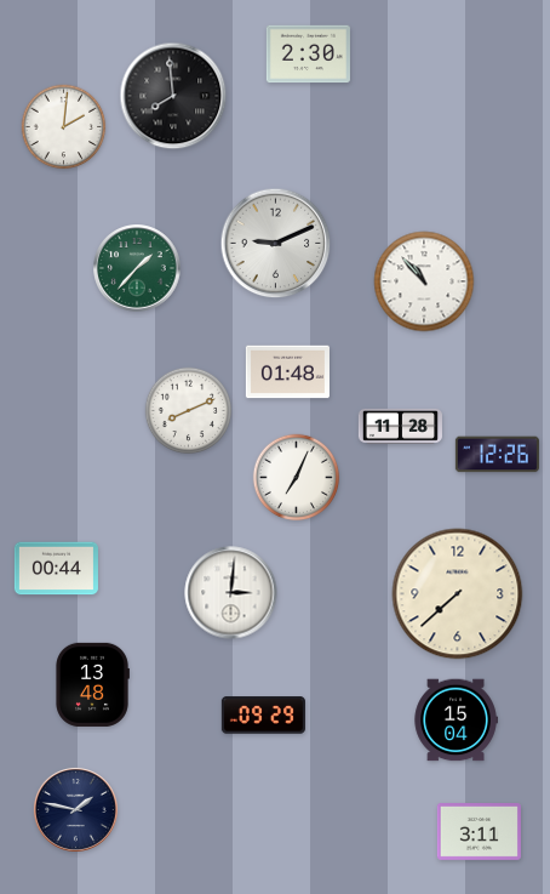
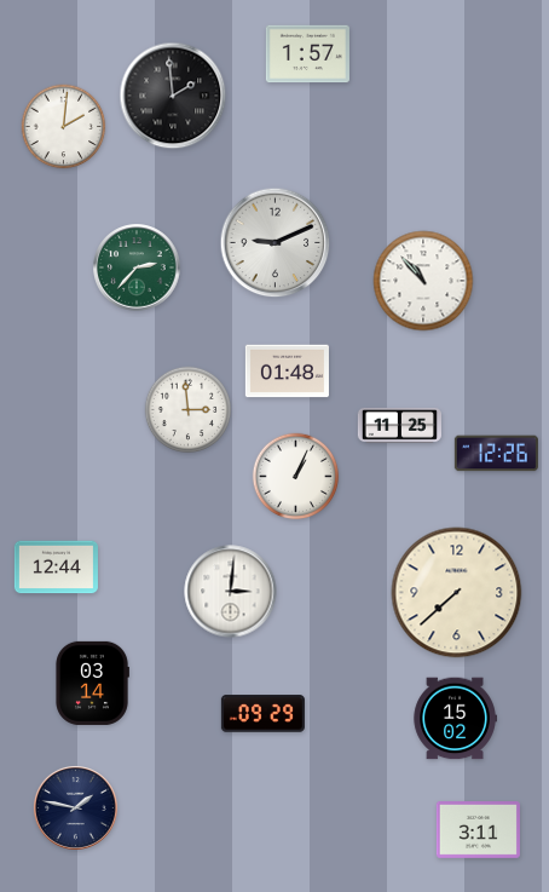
clock at (308, 55): 2:30 -> 1:57
clock at (173, 96): 7:59 -> 1:59
clock at (137, 268): 1:37 -> 2:37
clock at (189, 411): 8:11 -> 2:59
clock at (400, 426): 11:28 -> 11:25
clock at (297, 478): 7:04 -> 1:04
clock at (56, 569): 00:44 -> 12:44
clock at (92, 684): 13:48 -> 03:14
clock at (456, 721): 15:04 -> 15:02
